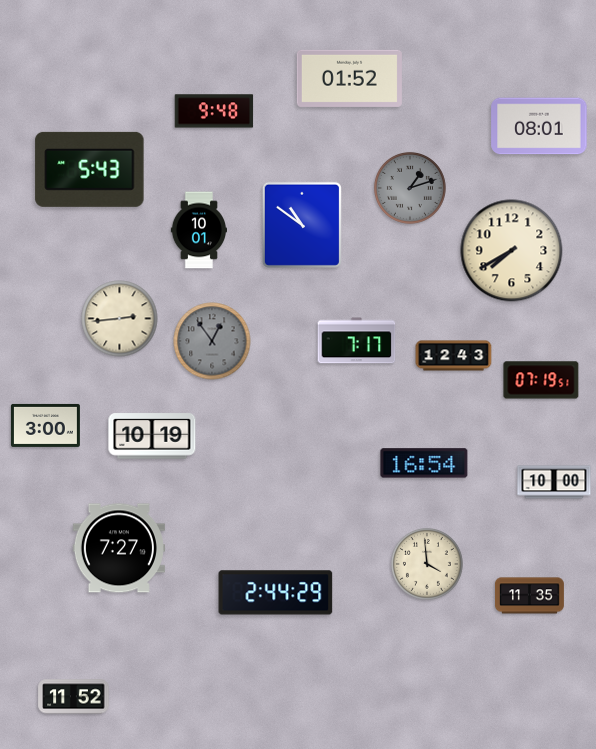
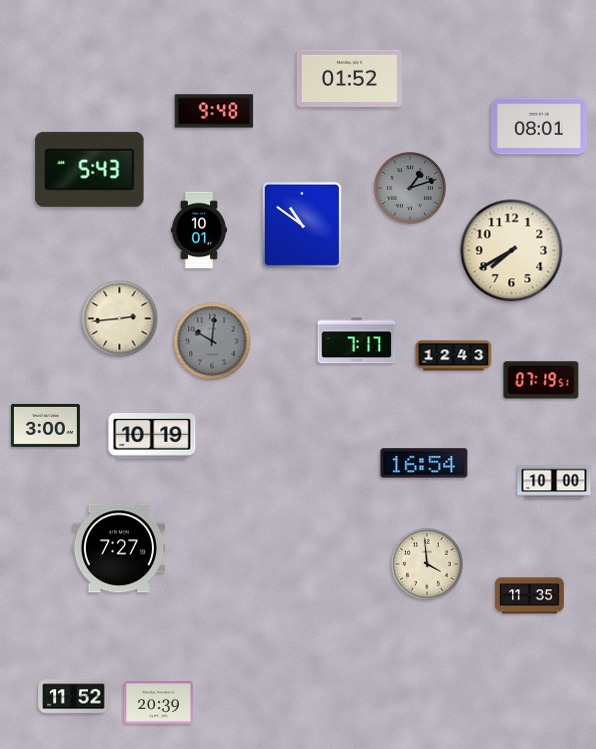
clock at (212, 341): 12:54 -> 10:01
clock at (276, 593): 2:44 -> none
clock at (158, 703): none -> 20:39
